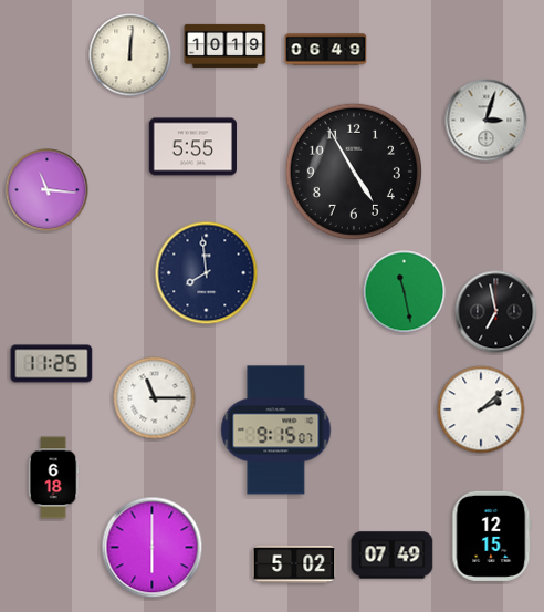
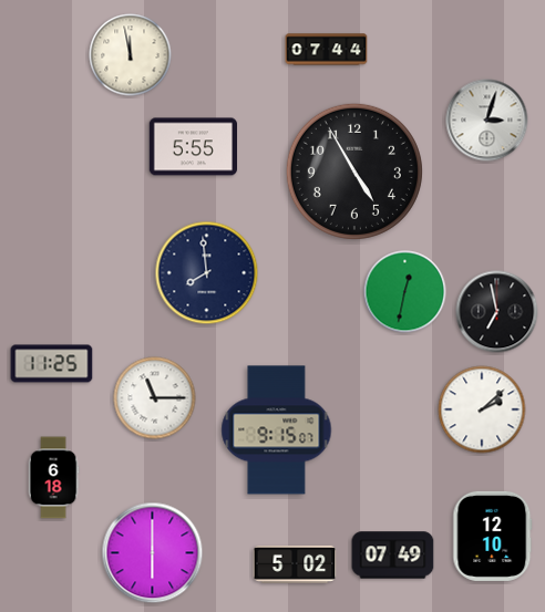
clock at (226, 45): 10:19 -> none
clock at (326, 50): 06:49 -> 07:44
clock at (130, 55): 12:01 -> 11:58
clock at (48, 190): 11:16 -> none
clock at (405, 292): 11:28 -> 12:32
clock at (492, 536): 12:15 -> 12:10
clock at (153, 548) position: (153, 548) -> (153, 553)
